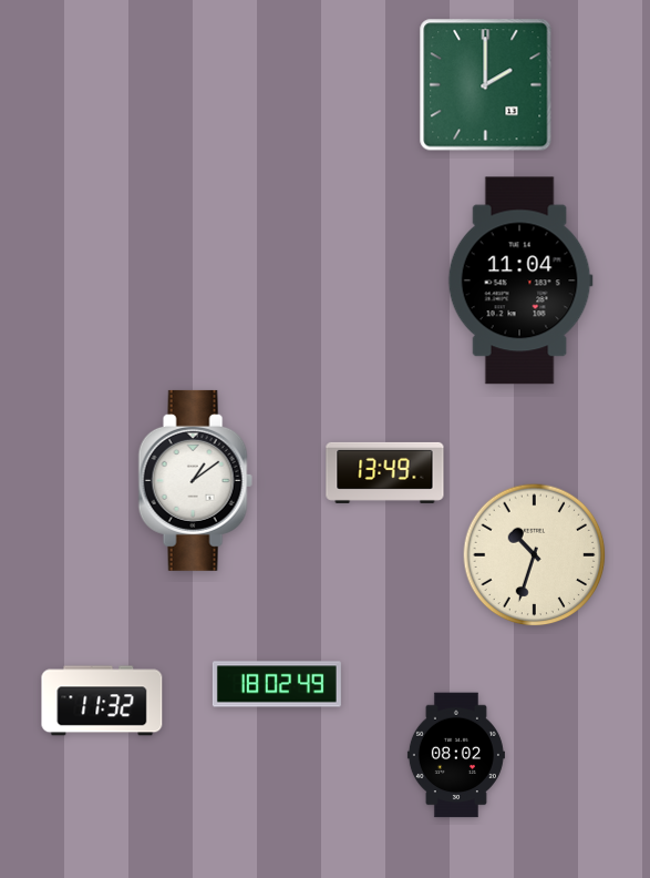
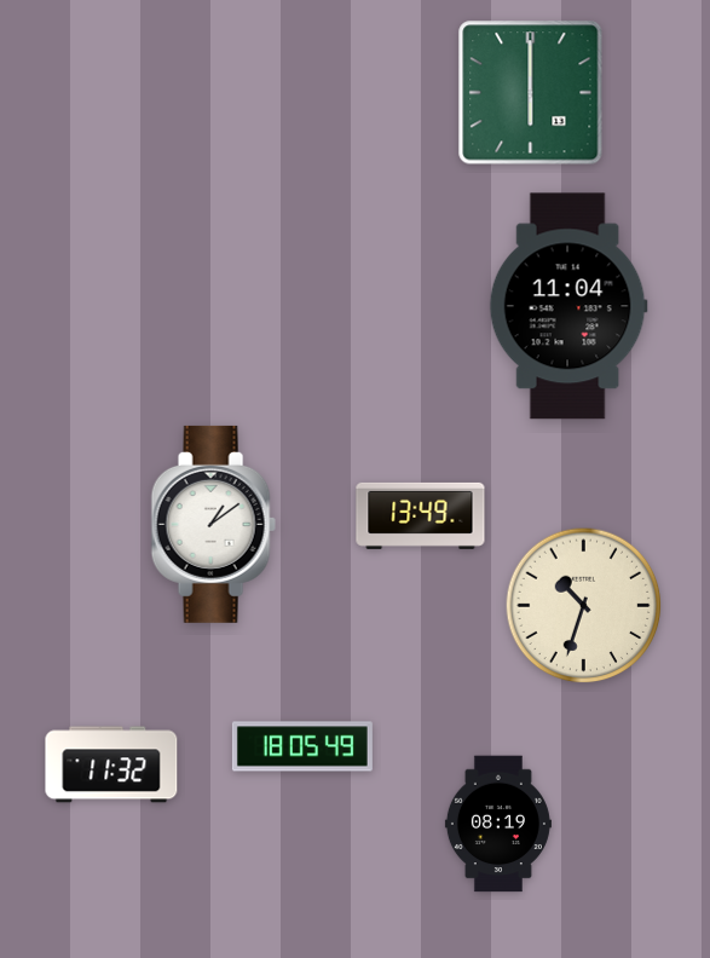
clock at (486, 85): 2:00 -> 6:00
clock at (277, 684): 18:02 -> 18:05
clock at (456, 755): 08:02 -> 08:19
